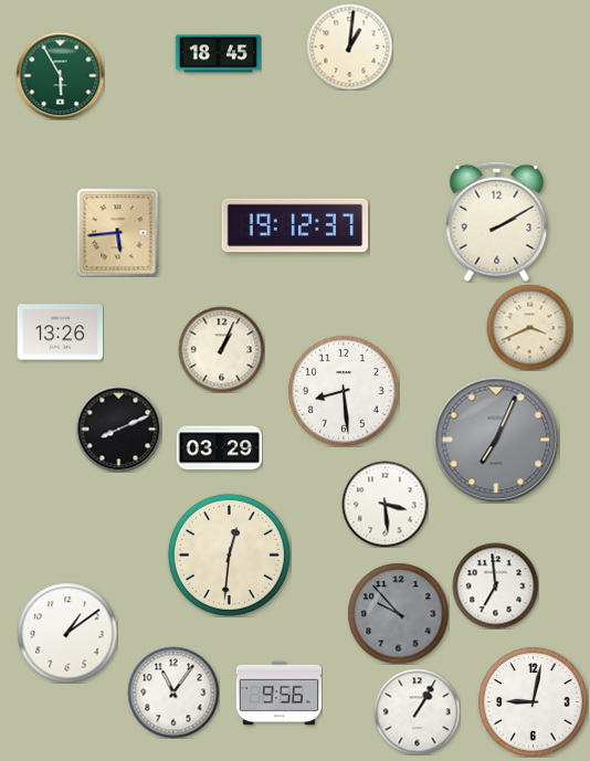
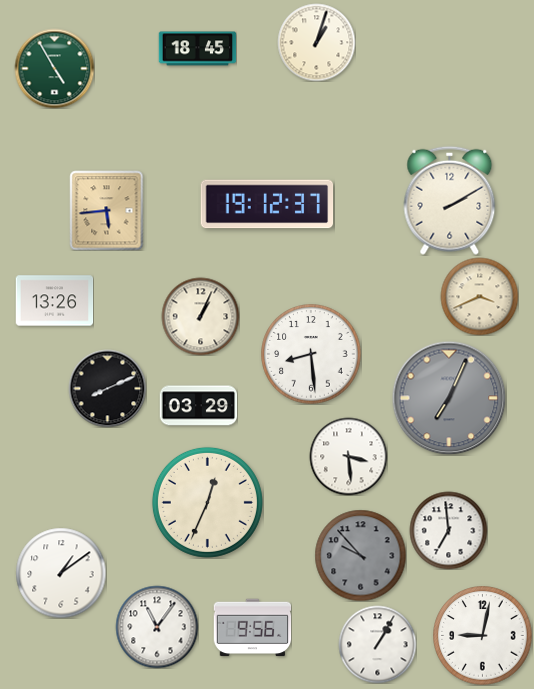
clock at (349, 46): 1:01 -> 1:03
clock at (60, 75): 5:55 -> 4:55
clock at (229, 554): 12:31 -> 12:34
